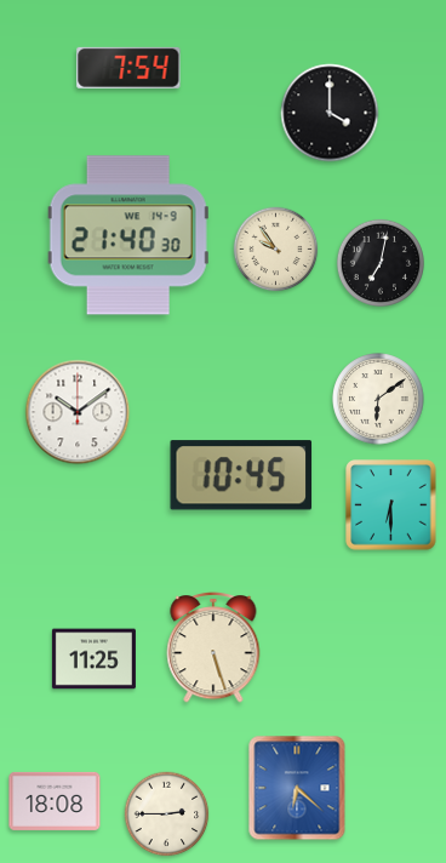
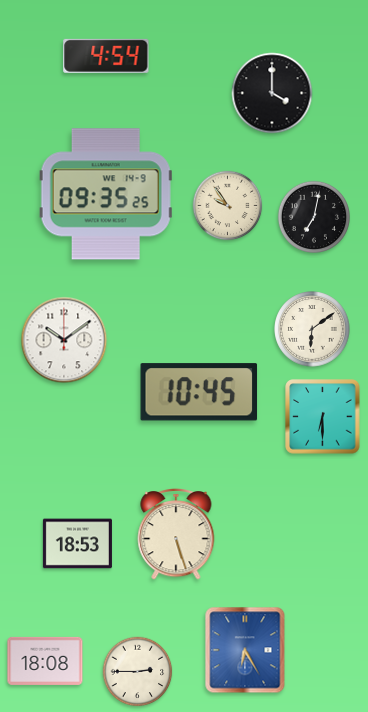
clock at (128, 68): 7:54 -> 4:54
clock at (128, 235): 21:40 -> 09:35
clock at (93, 659): 11:25 -> 18:53
clock at (297, 788): 6:22 -> 6:25
